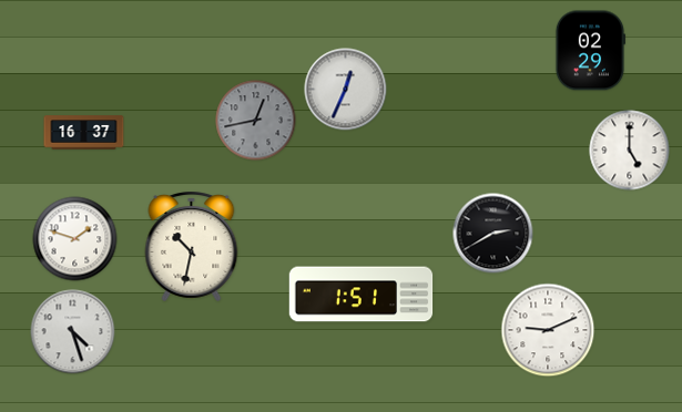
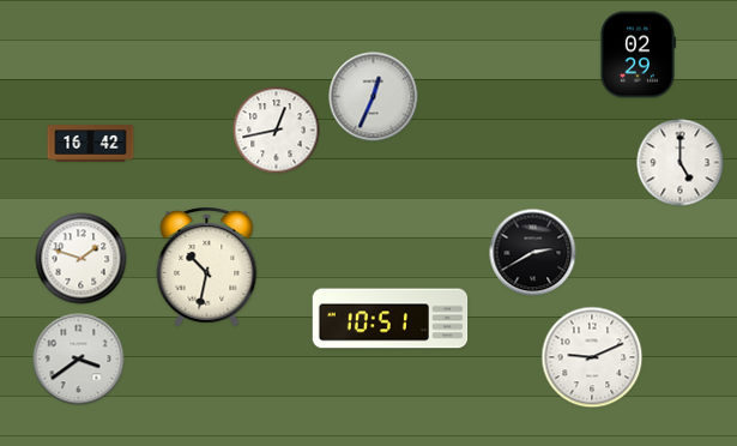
clock at (256, 121) dial: grey -> white
clock at (84, 133): 16:37 -> 16:42
clock at (362, 295): 1:51 -> 10:51
clock at (73, 332): 4:27 -> 3:39
